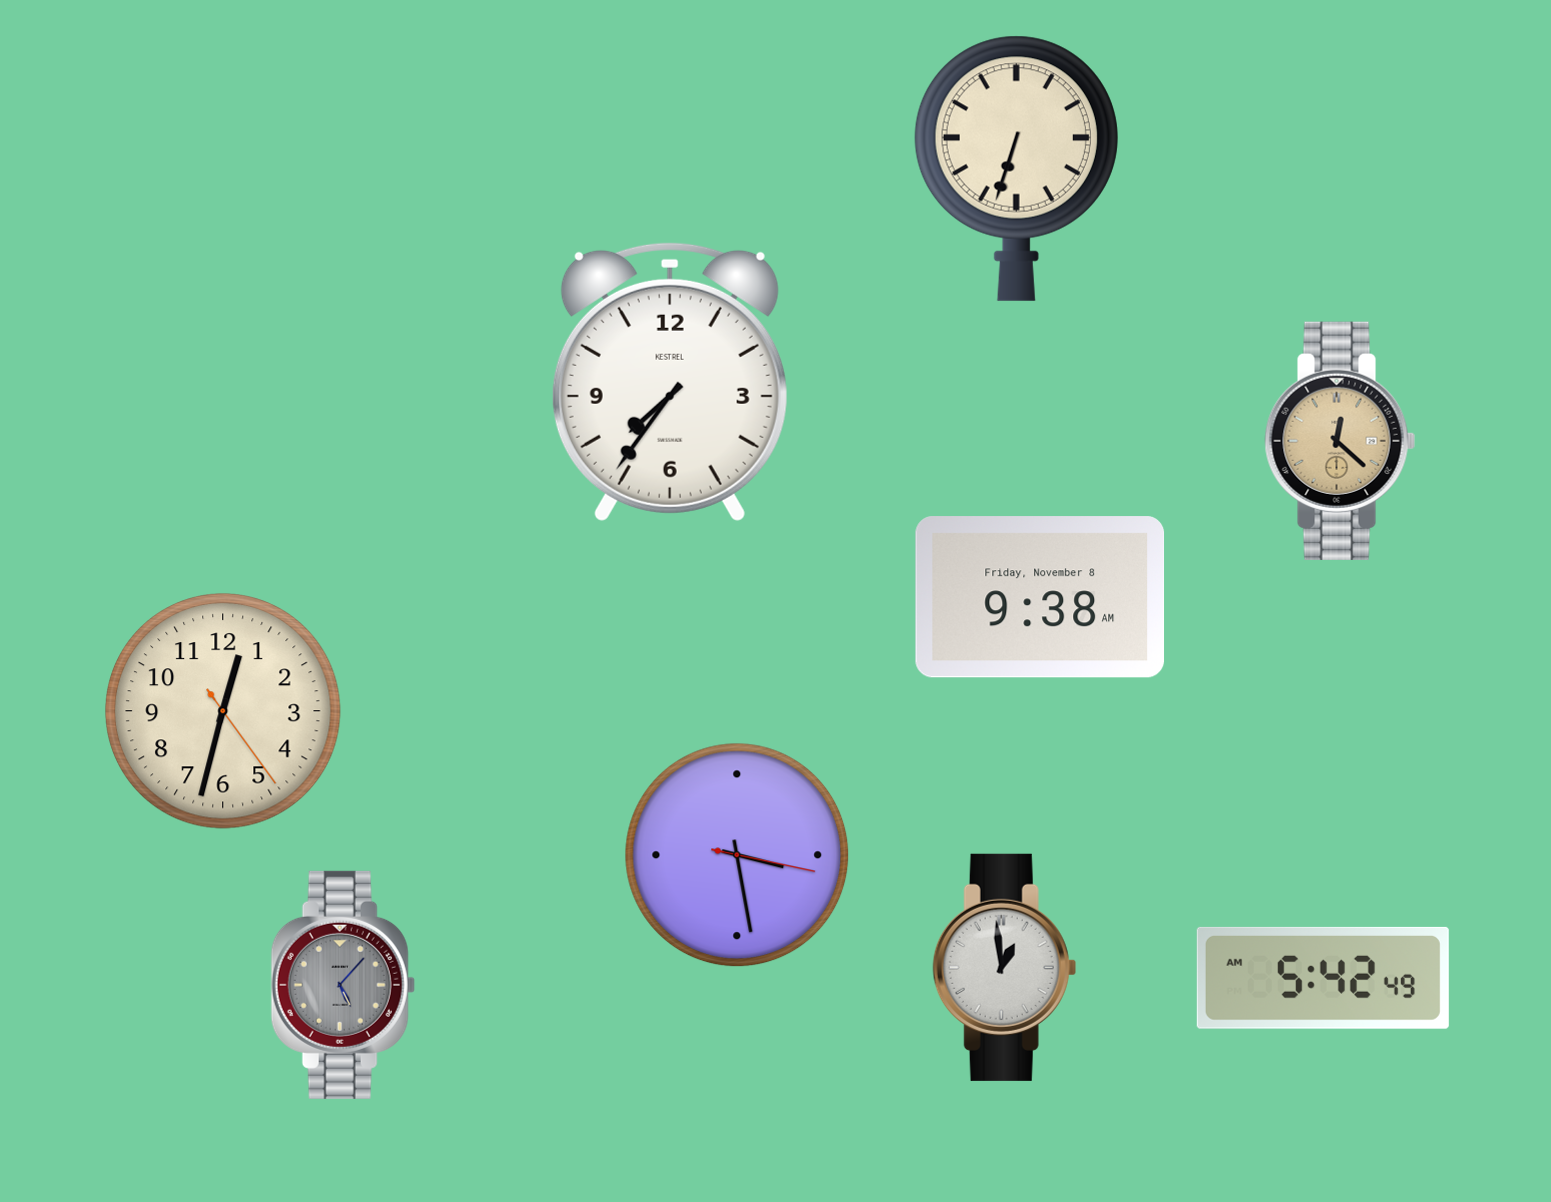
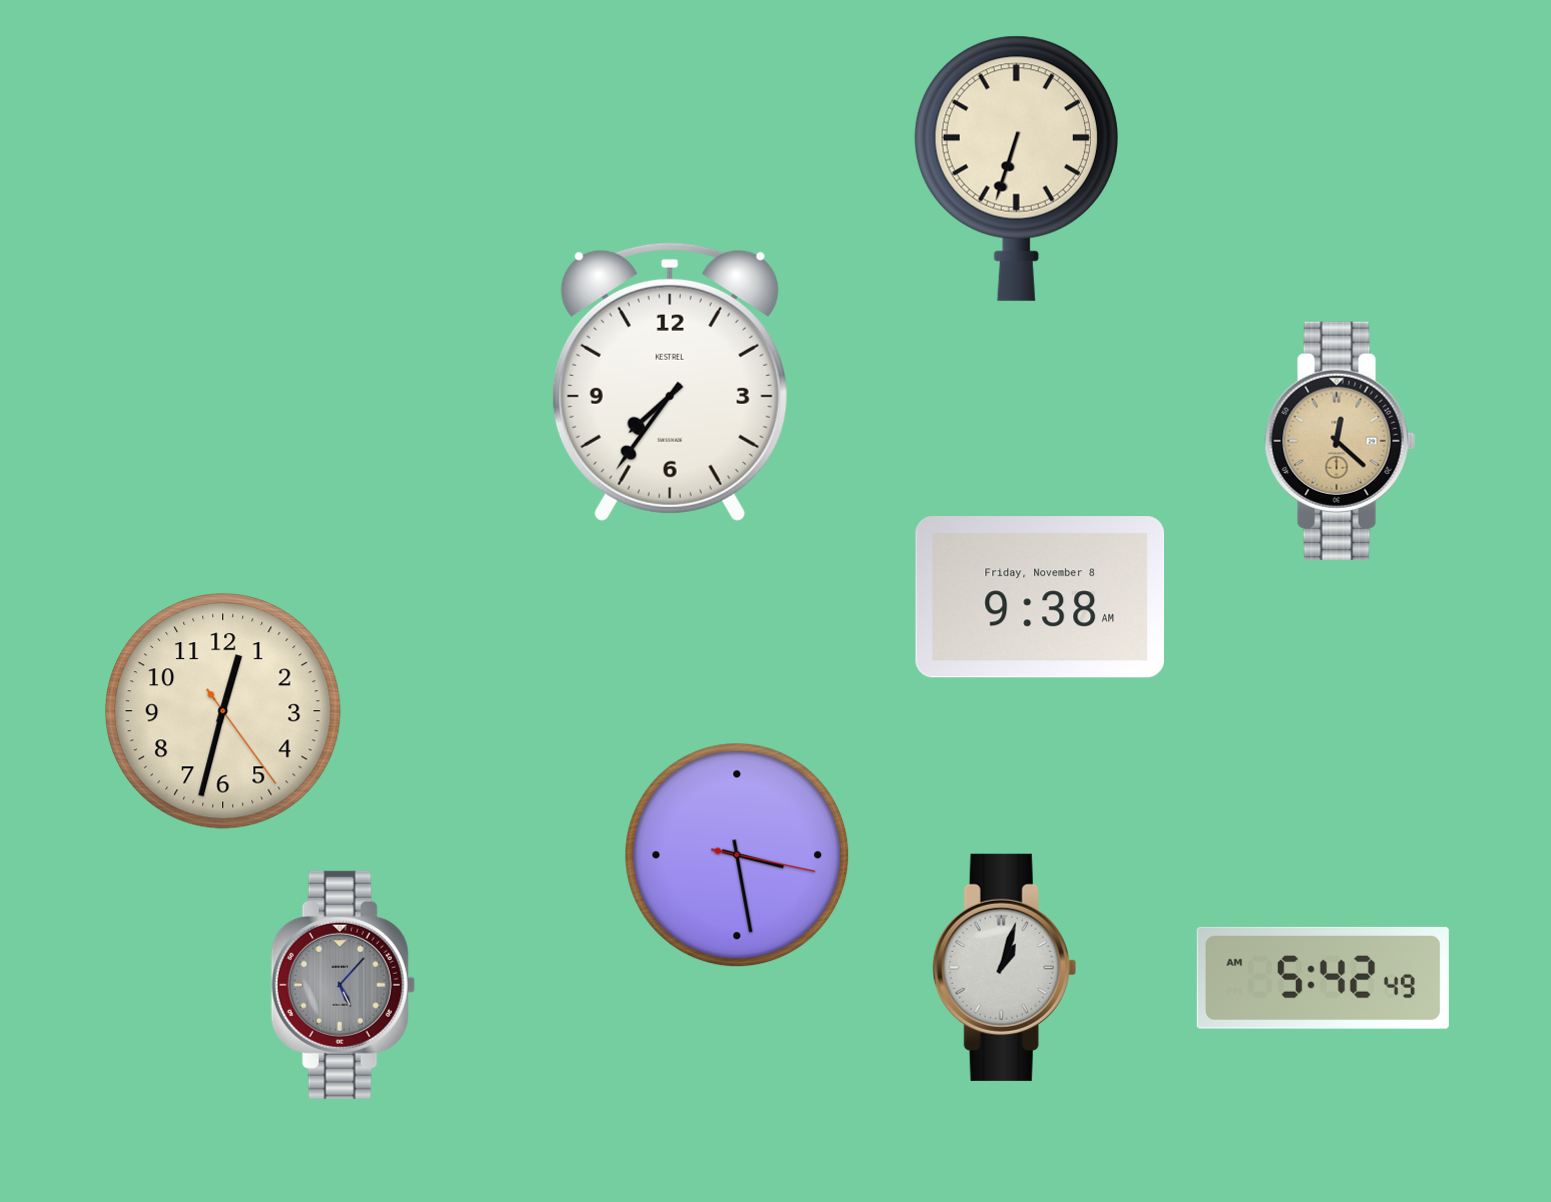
clock at (1004, 967): 12:59 -> 1:03
